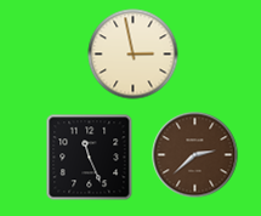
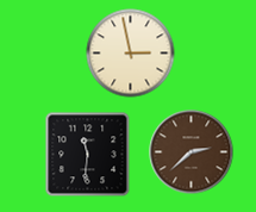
clock at (90, 158): 11:26 -> 11:31
